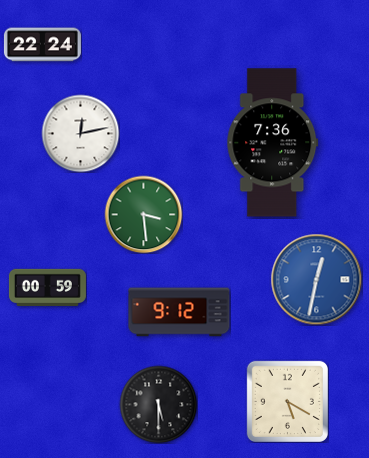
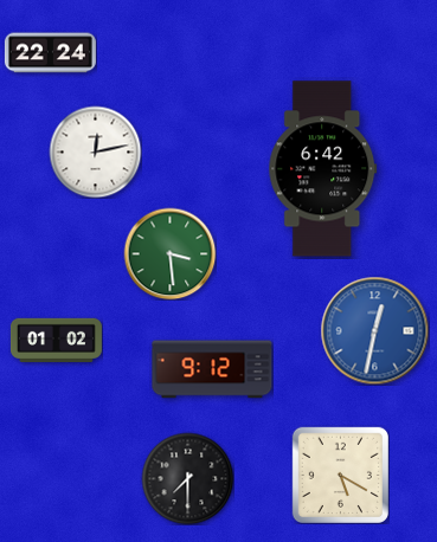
clock at (80, 133) position: (80, 133) -> (95, 151)
clock at (273, 143): 7:36 -> 6:42
clock at (47, 287): 00:59 -> 01:02
clock at (158, 404): 5:30 -> 7:30
